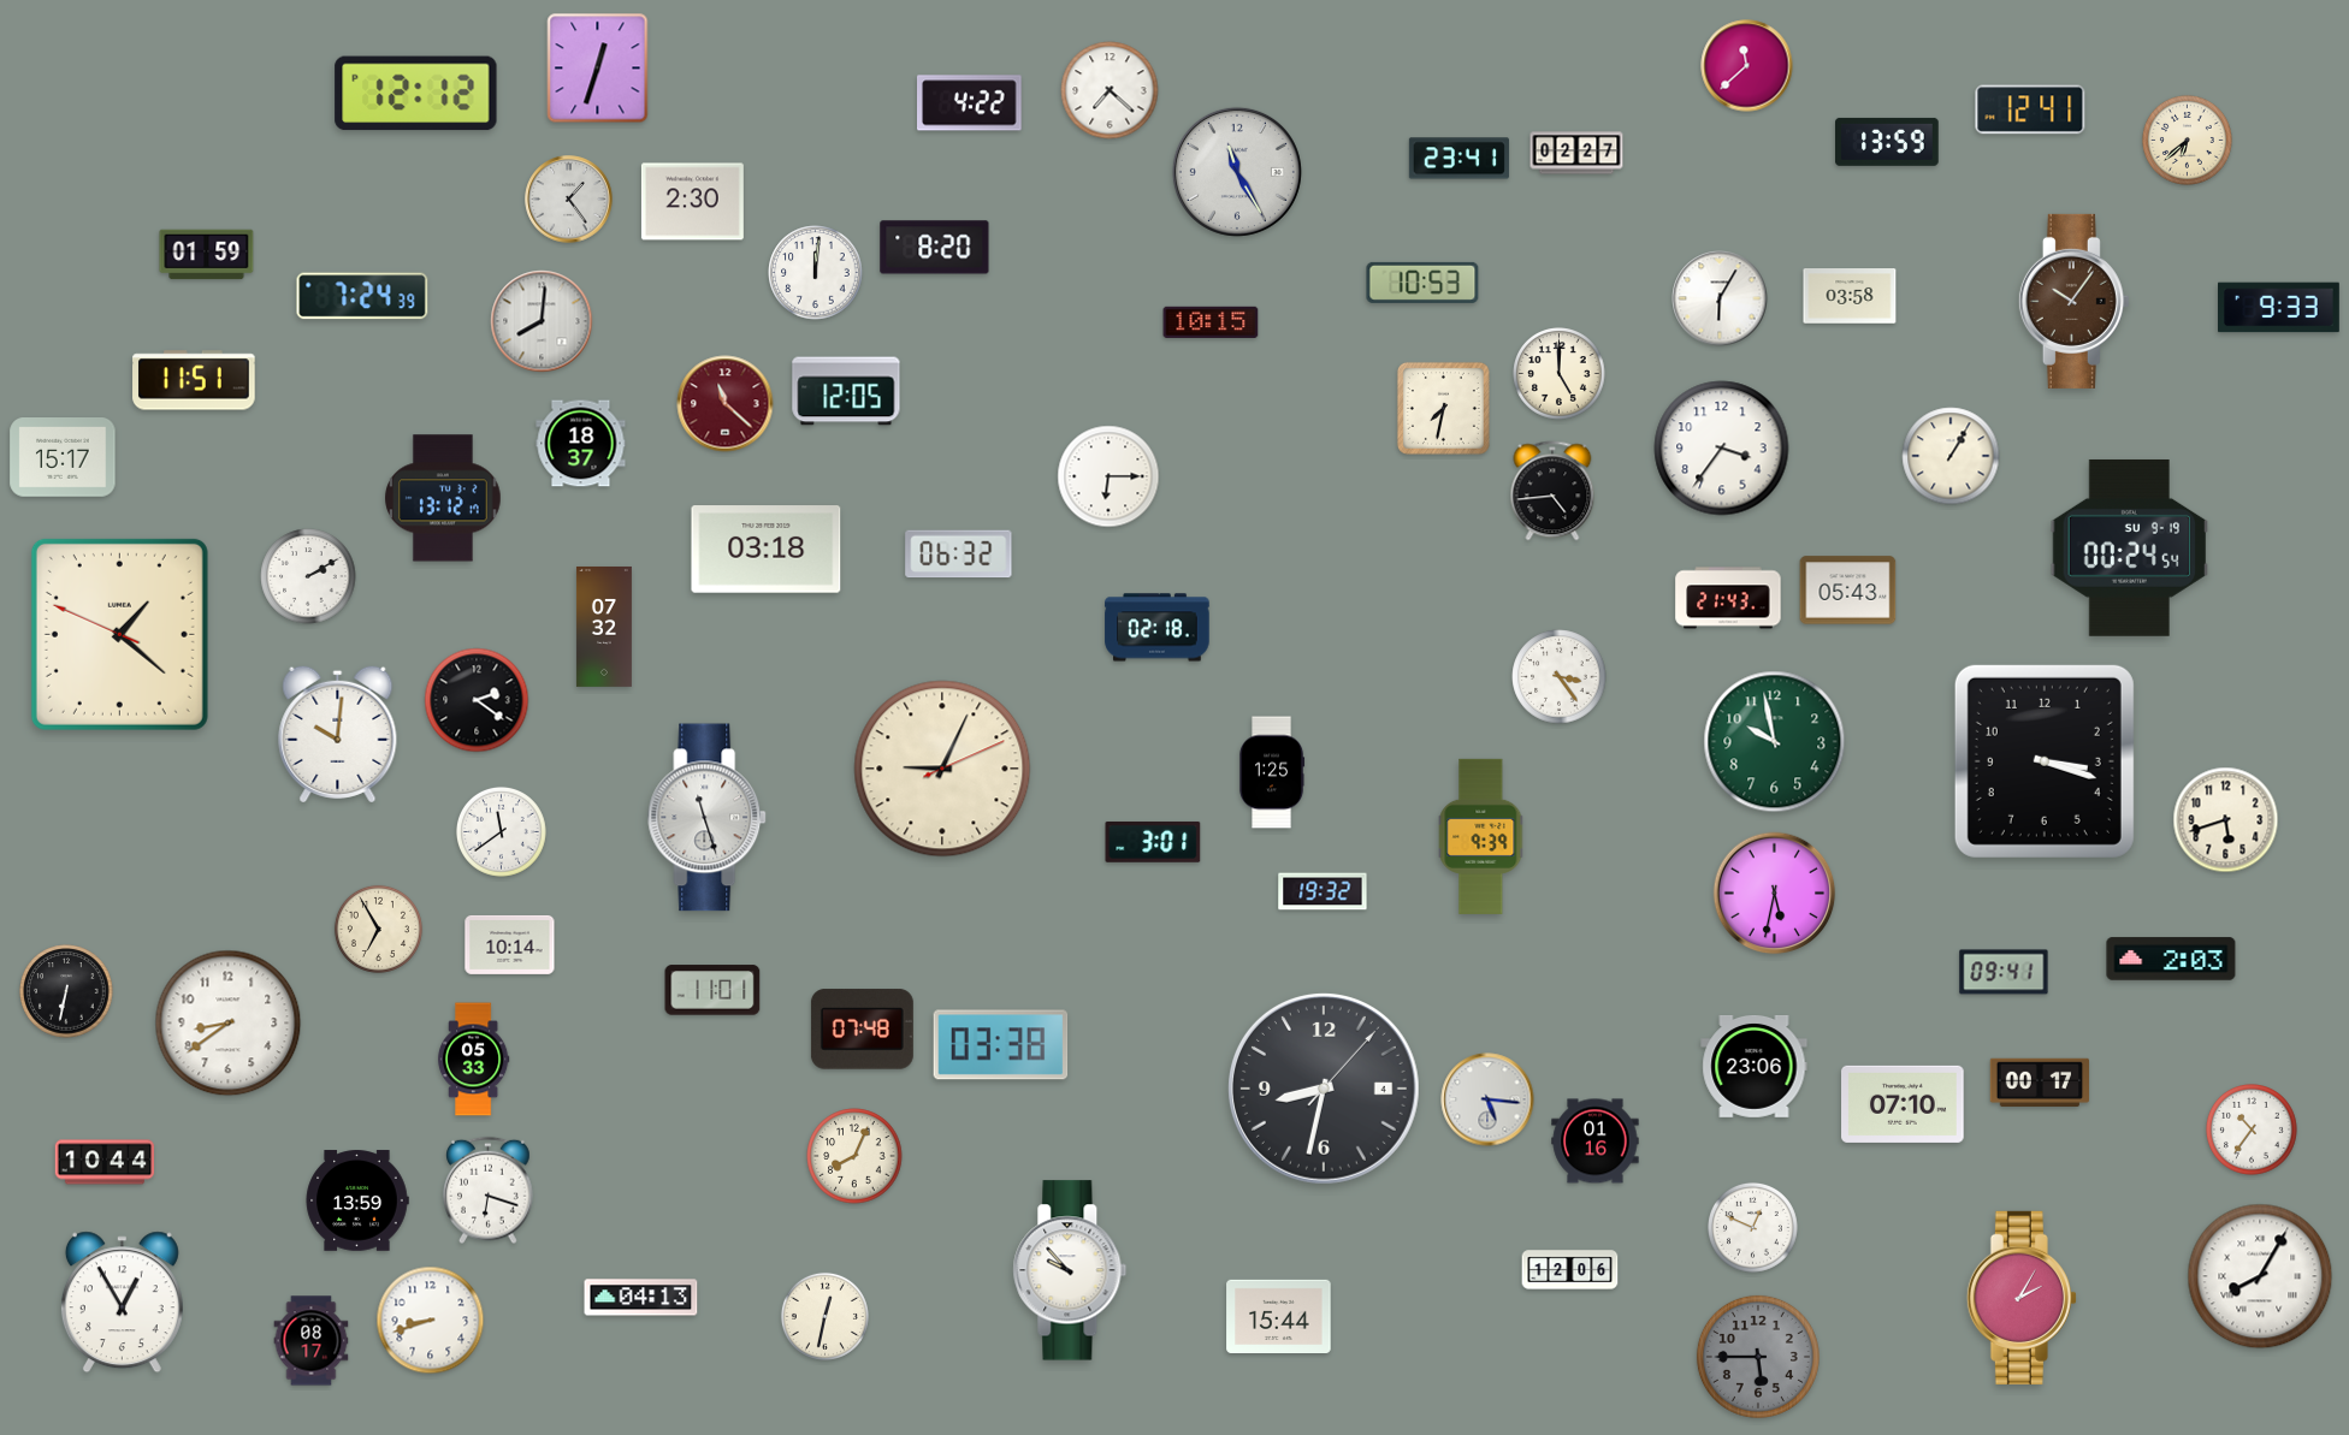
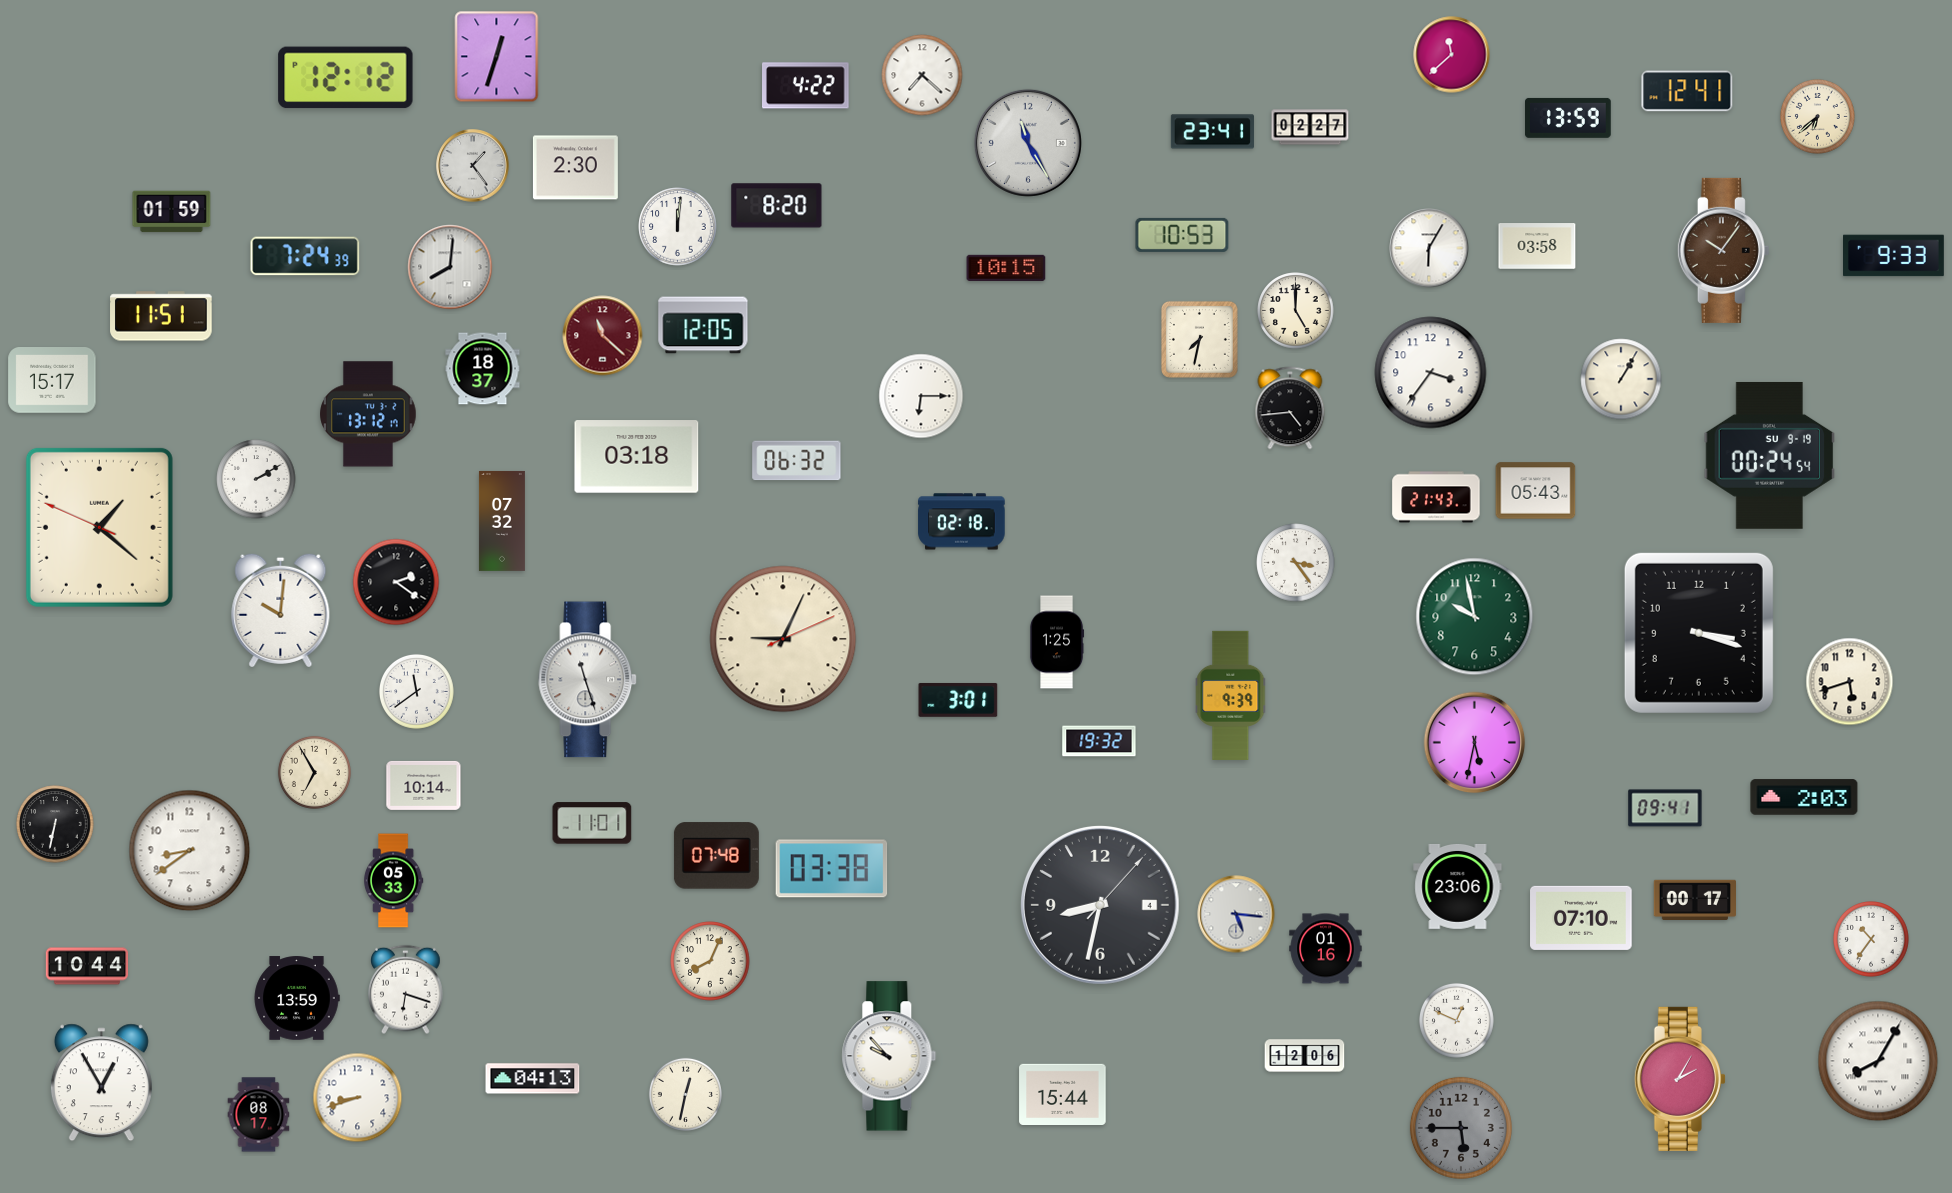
clock at (362, 296) position: (362, 296) -> (305, 256)
